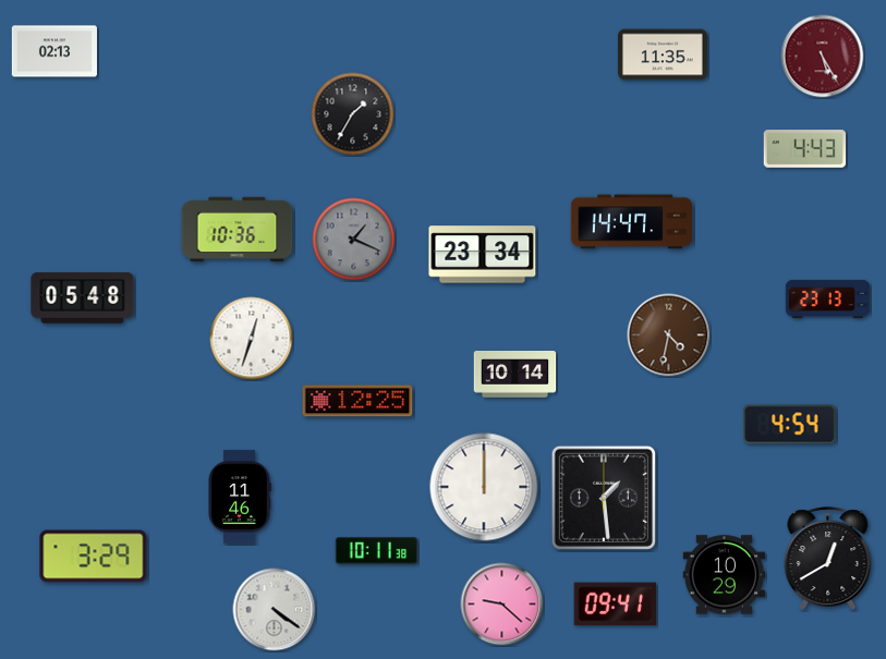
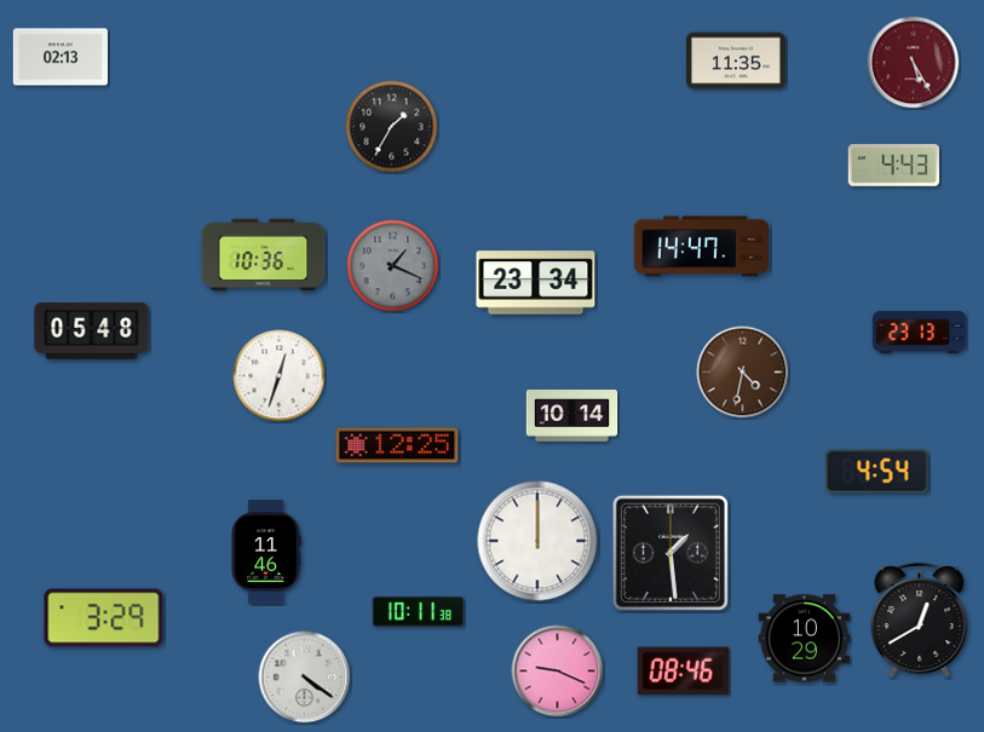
clock at (502, 605): 9:22 -> 9:19
clock at (615, 605): 09:41 -> 08:46
